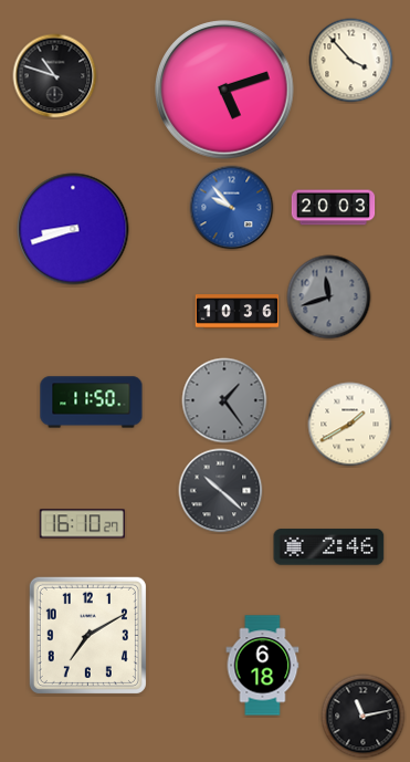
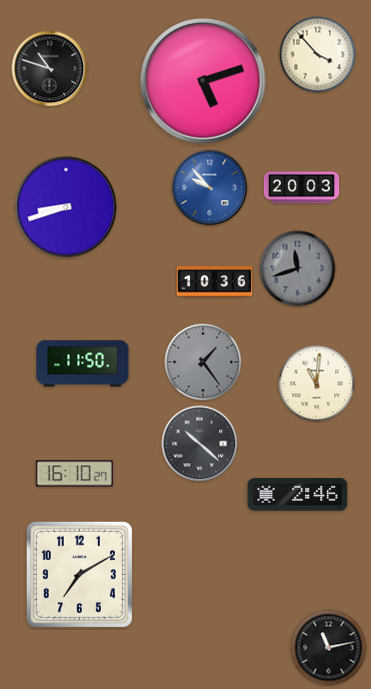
clock at (350, 425): 1:40 -> 11:01
clock at (263, 666): 6:18 -> none
